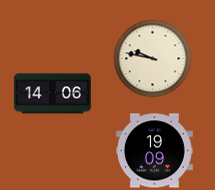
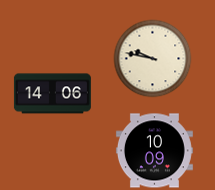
clock at (154, 151): 19:09 -> 10:09
